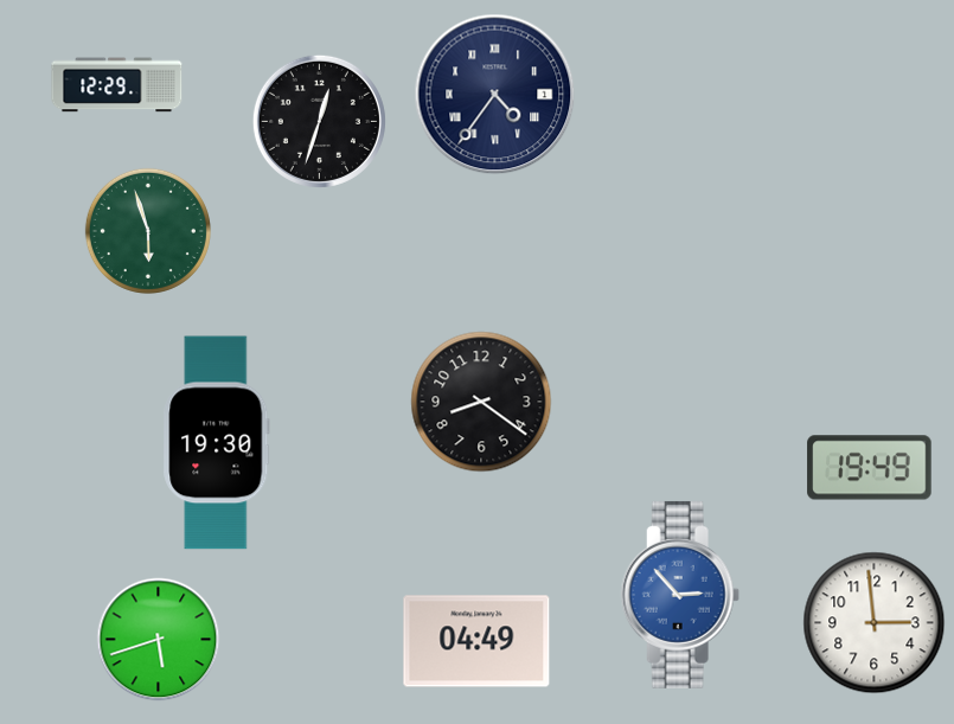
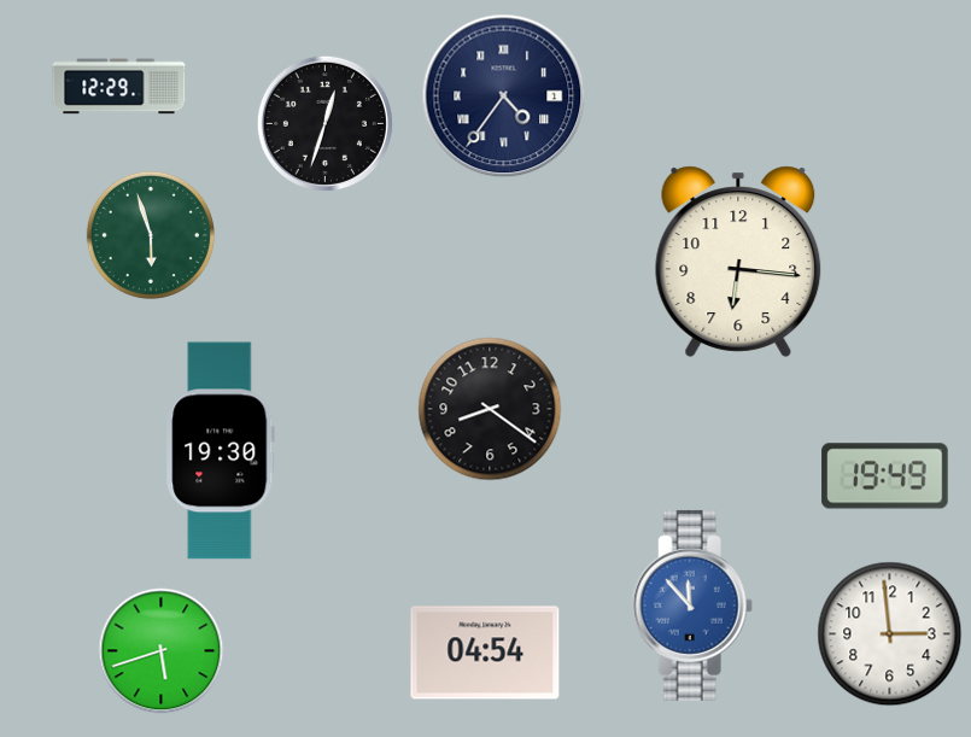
clock at (738, 262): none -> 6:16
clock at (680, 595): 2:53 -> 11:53
clock at (476, 641): 04:49 -> 04:54
